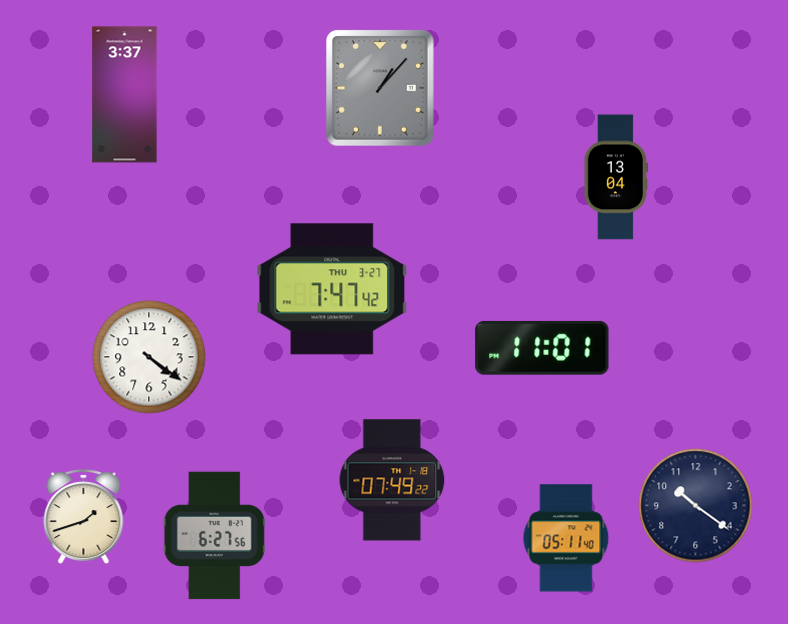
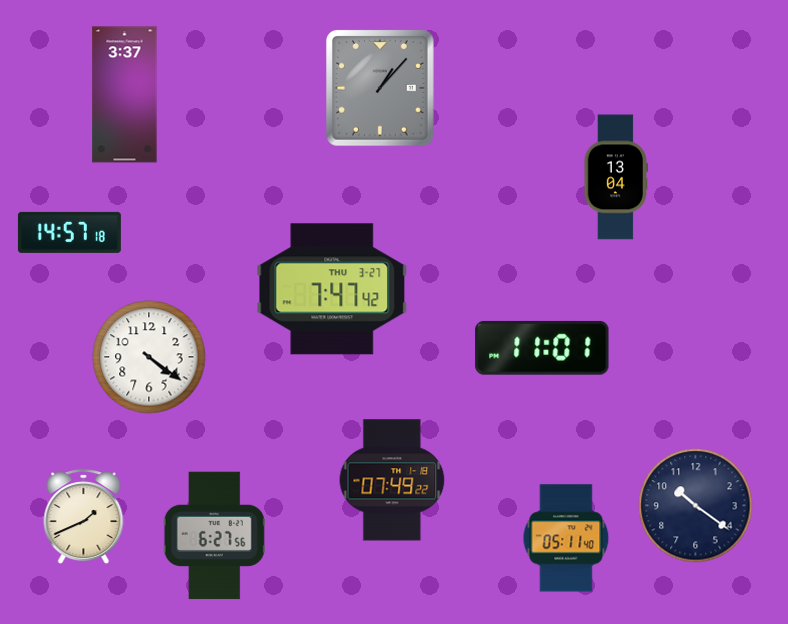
clock at (69, 232): none -> 14:57
clock at (84, 517): 1:42 -> 1:41
